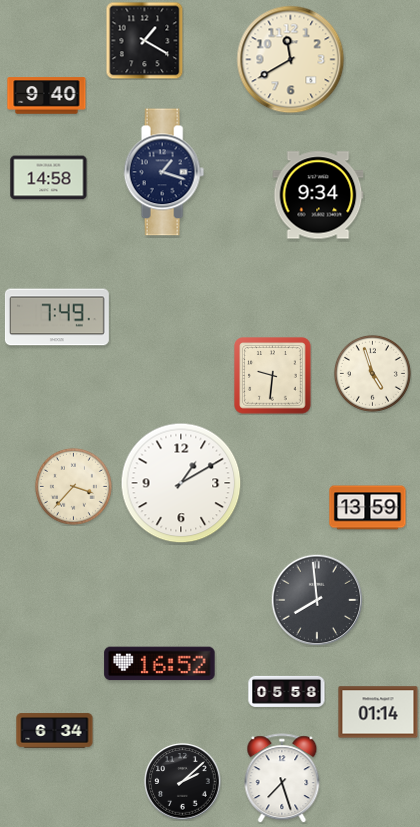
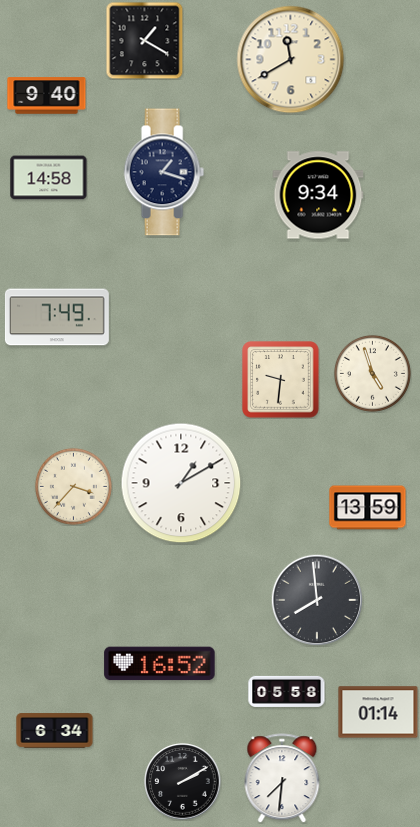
clock at (273, 376) position: (273, 376) -> (281, 380)
clock at (282, 778): 7:27 -> 7:31
clock at (183, 782): 2:08 -> 2:10
